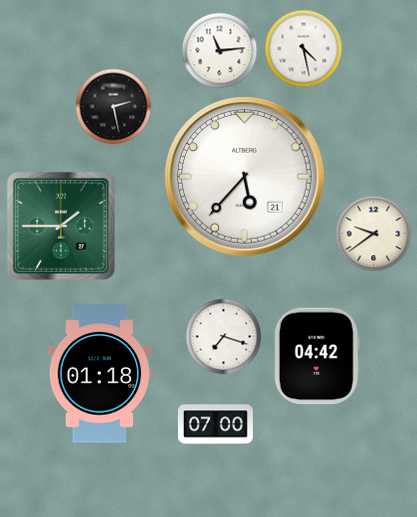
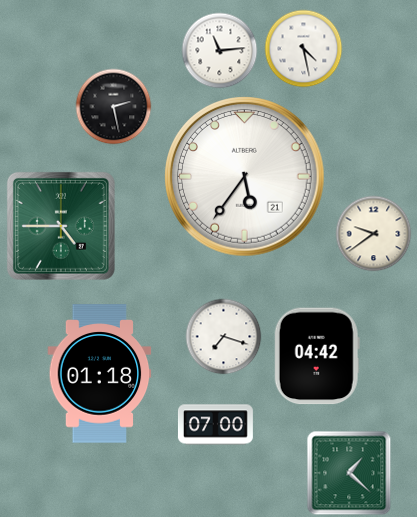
clock at (245, 177): 5:37 -> 5:36
clock at (61, 226): 1:45 -> 4:45
clock at (349, 473): none -> 1:22
